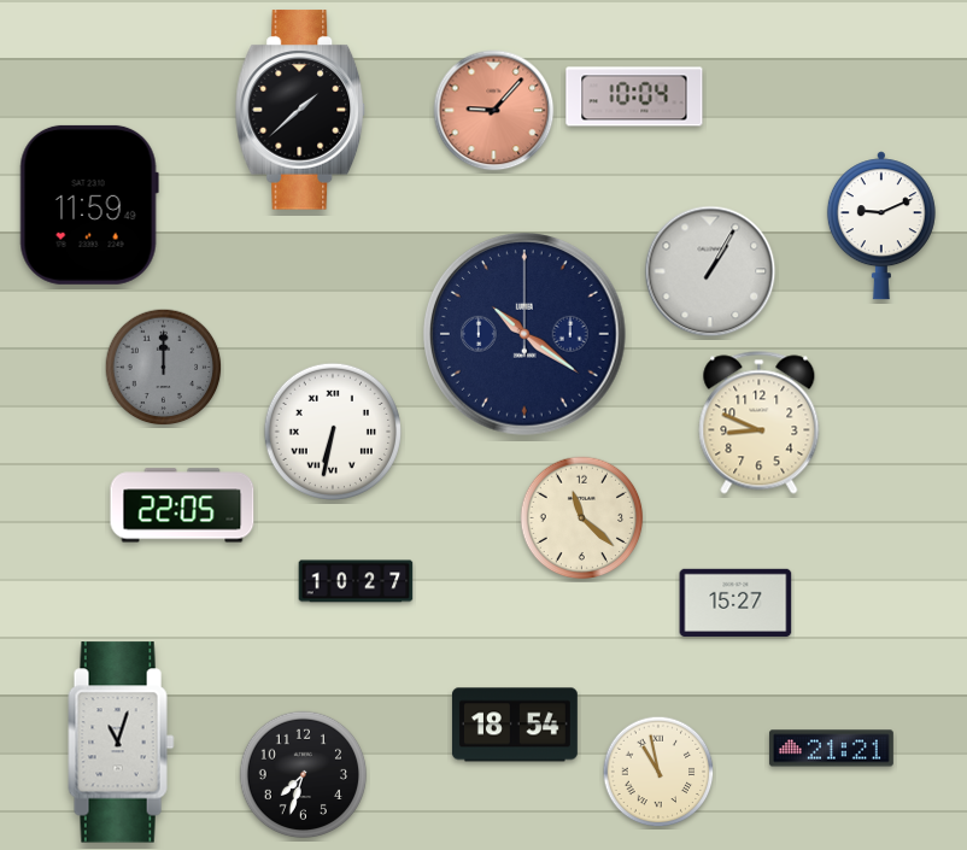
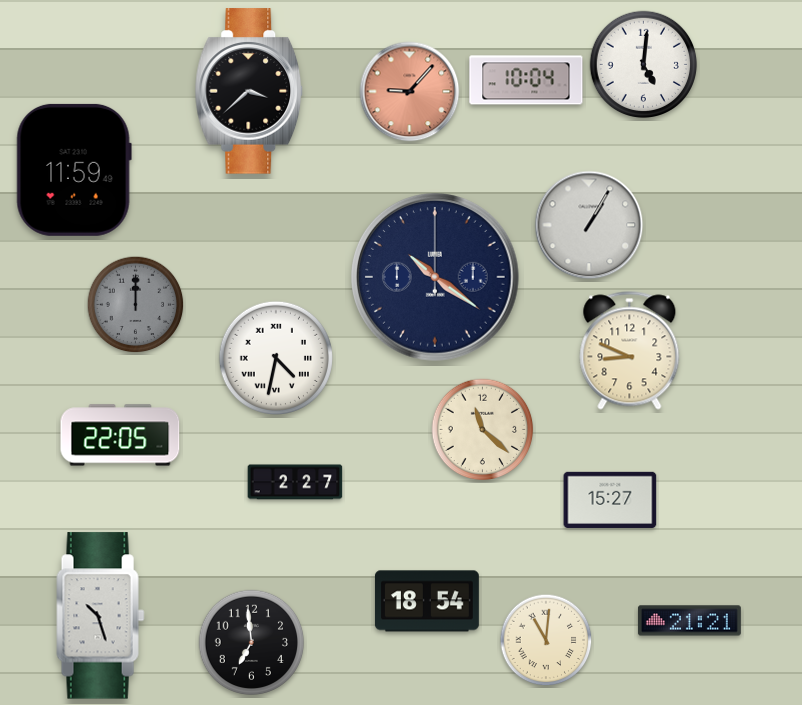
clock at (644, 65): none -> 5:01
clock at (300, 110): 1:38 -> 3:38
clock at (881, 225): 9:11 -> none
clock at (332, 430): 6:32 -> 4:32
clock at (182, 505) position: (182, 505) -> (120, 435)
clock at (356, 581): 10:27 -> 2:27
clock at (122, 743): 11:03 -> 10:27
clock at (658, 772): 10:58 -> 11:01
clock at (304, 775): 7:33 -> 6:59
